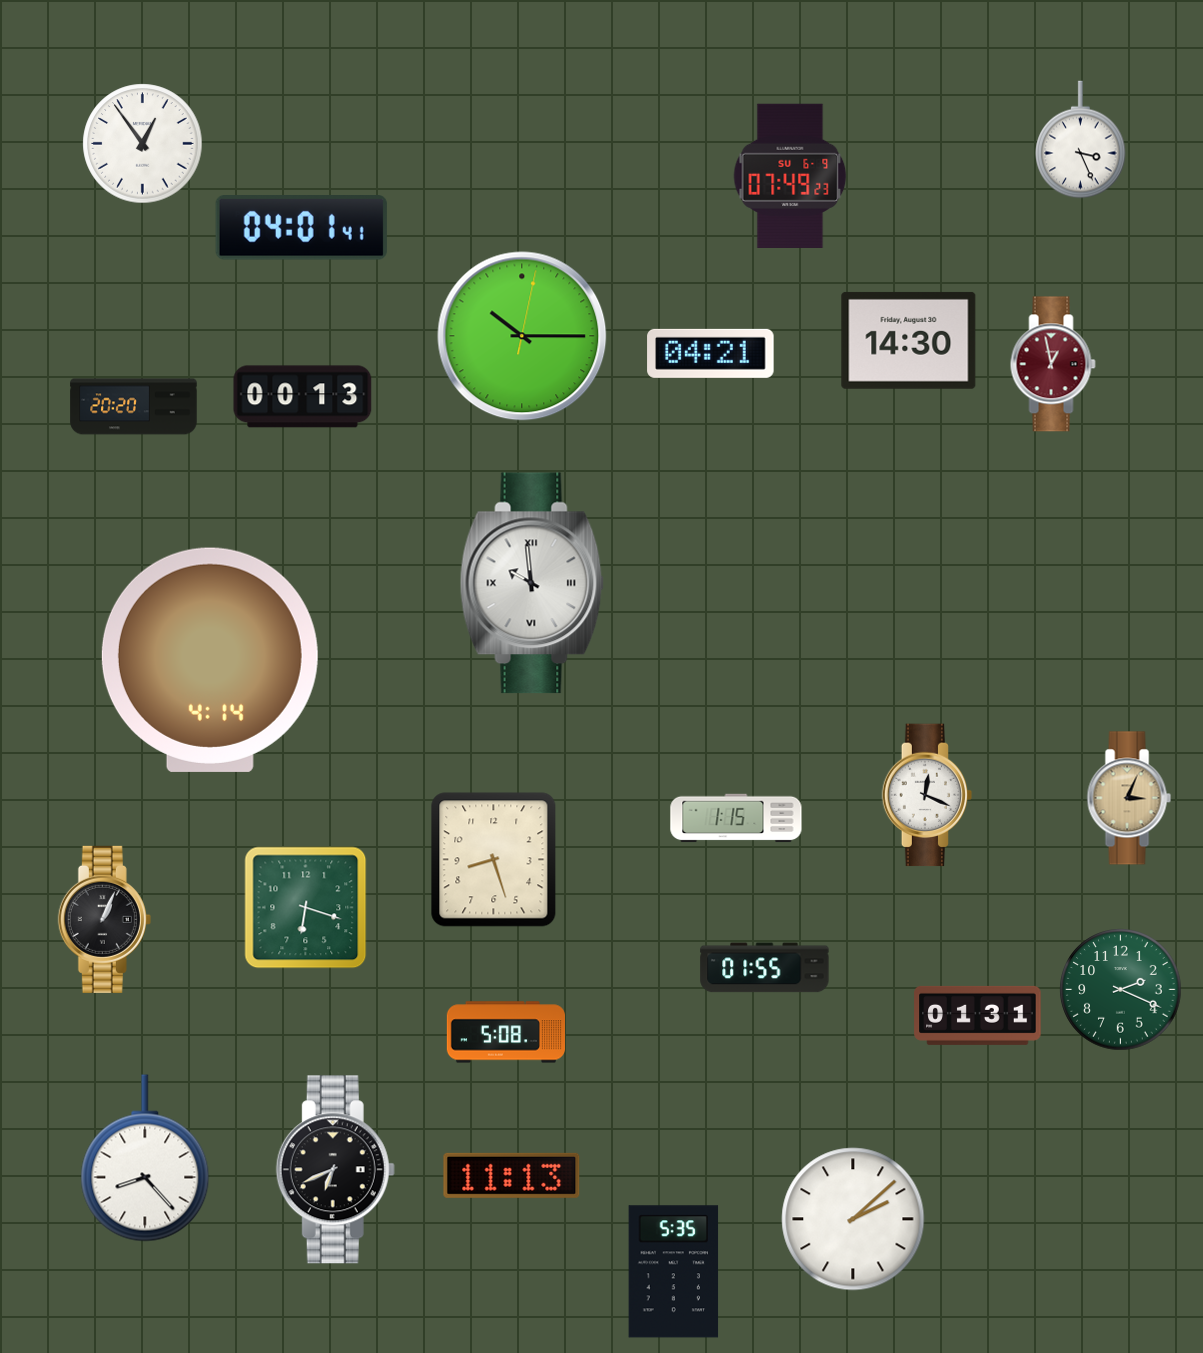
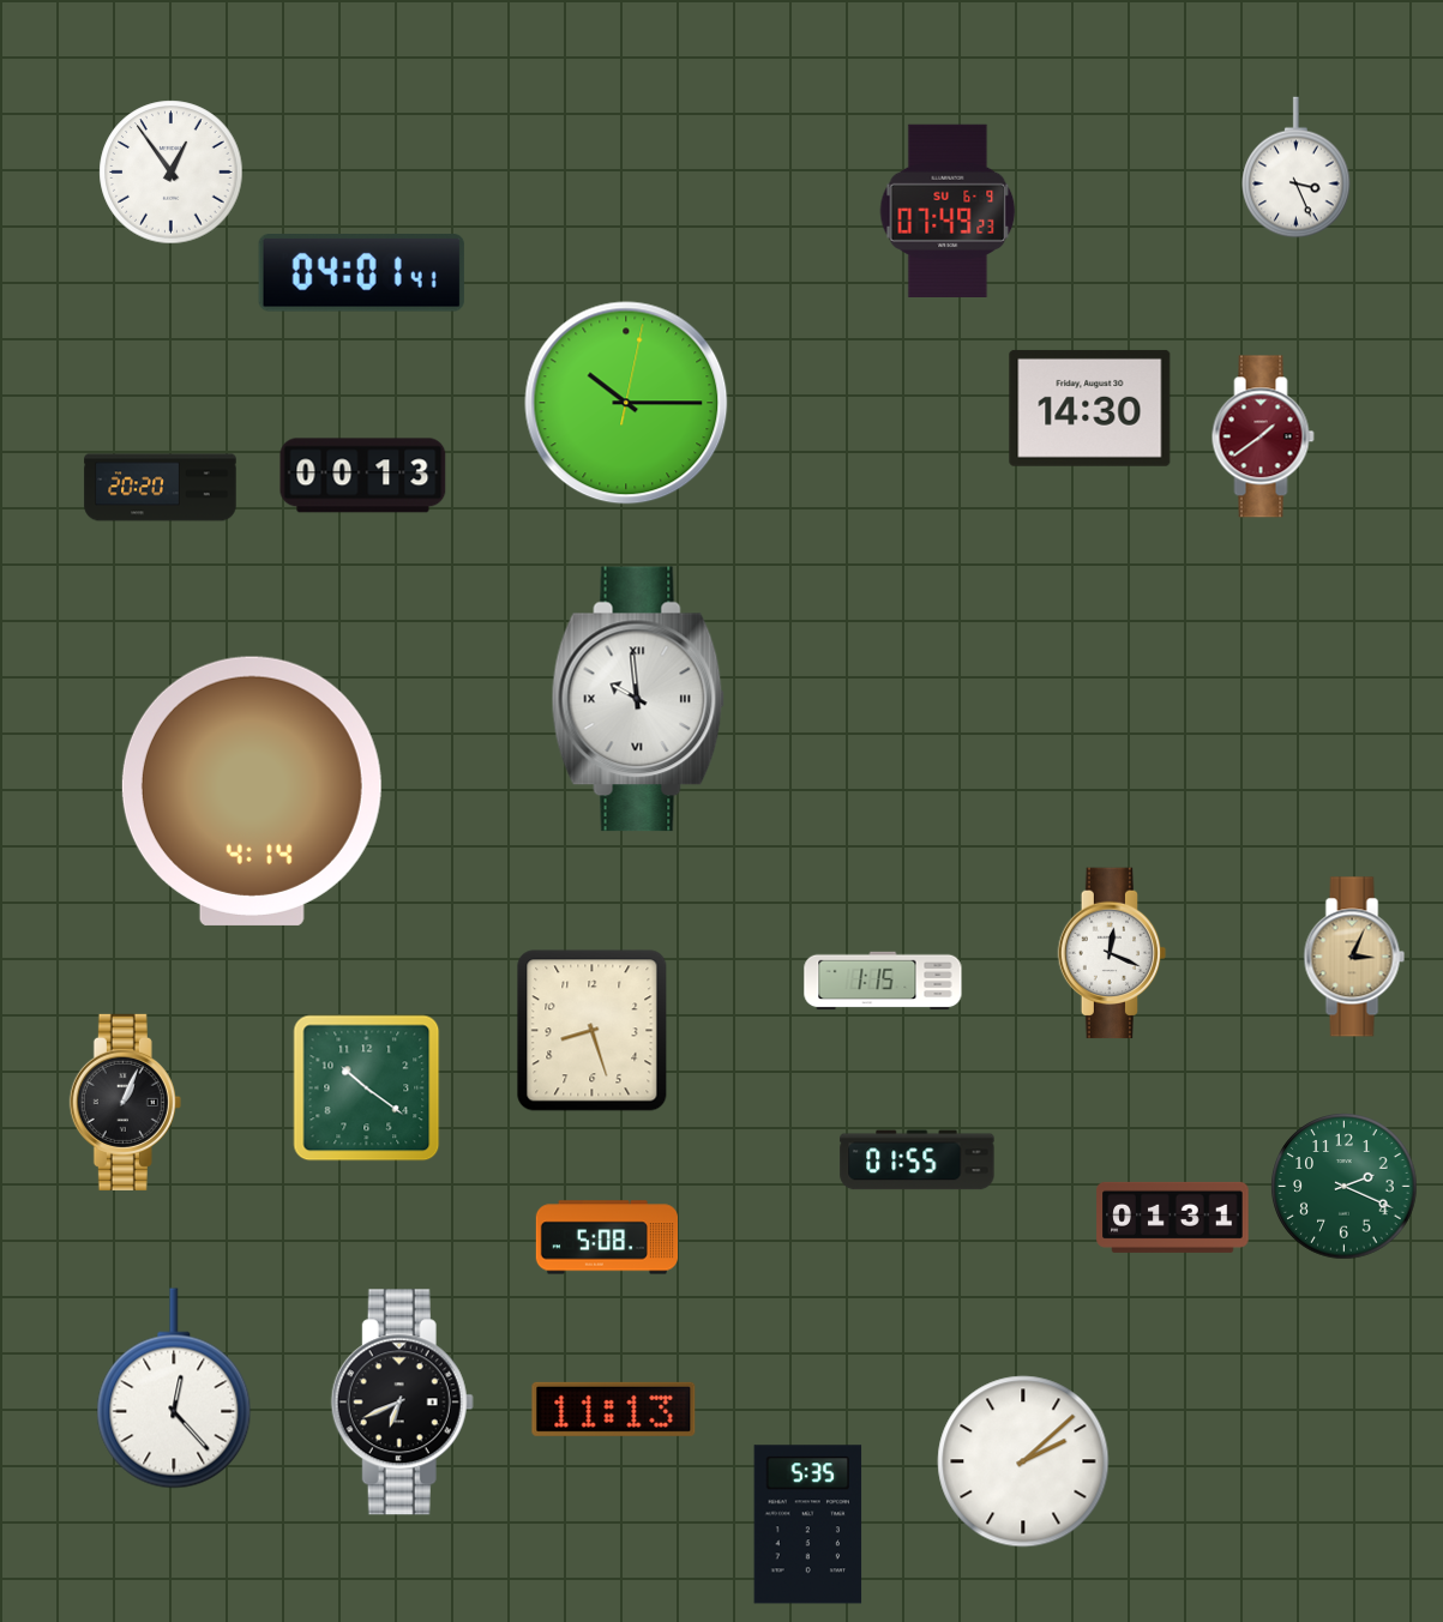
clock at (711, 353): 04:21 -> none
clock at (1053, 364): 12:58 -> 1:39
clock at (306, 908): 6:18 -> 10:21
clock at (145, 1158): 8:23 -> 12:23
